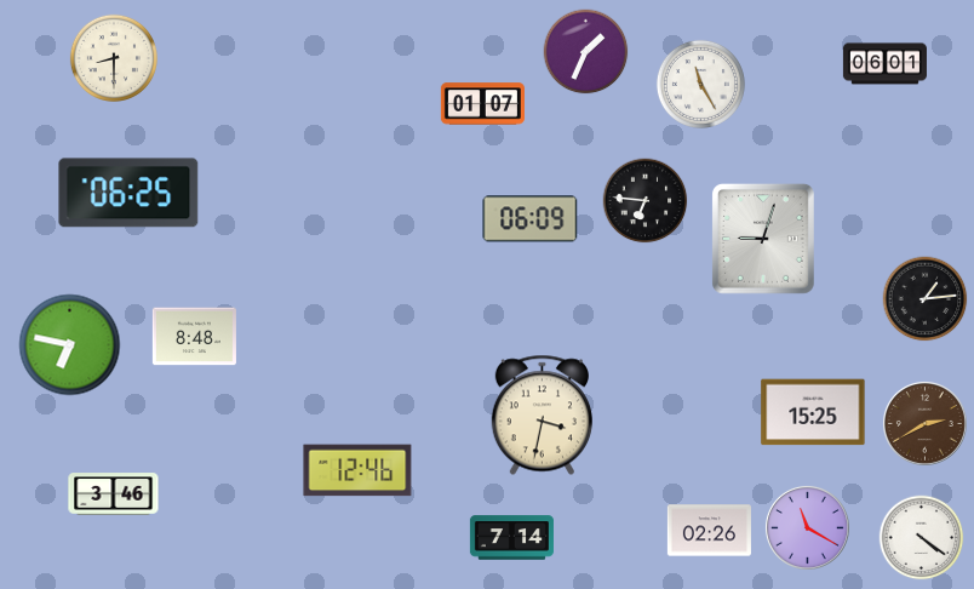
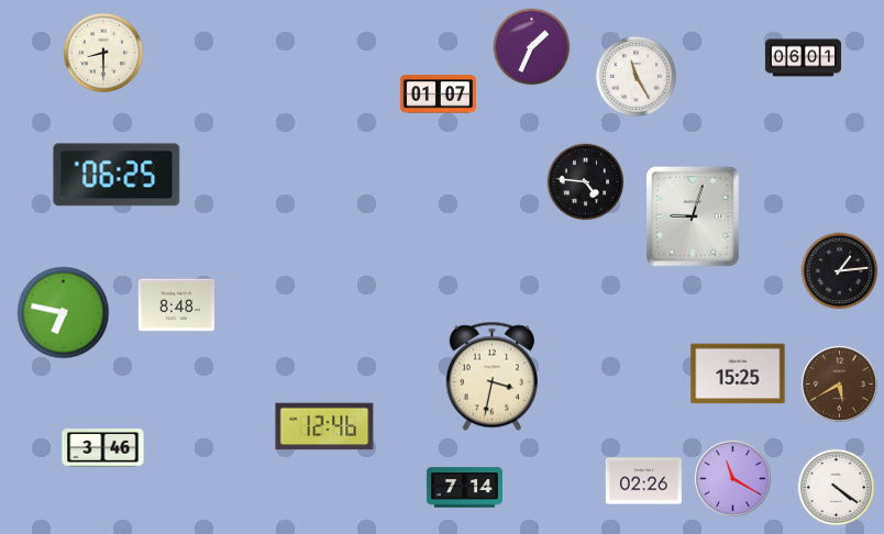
clock at (646, 201): 6:46 -> 4:46
clock at (531, 219): 06:09 -> none
clock at (924, 423): 2:40 -> 5:40
